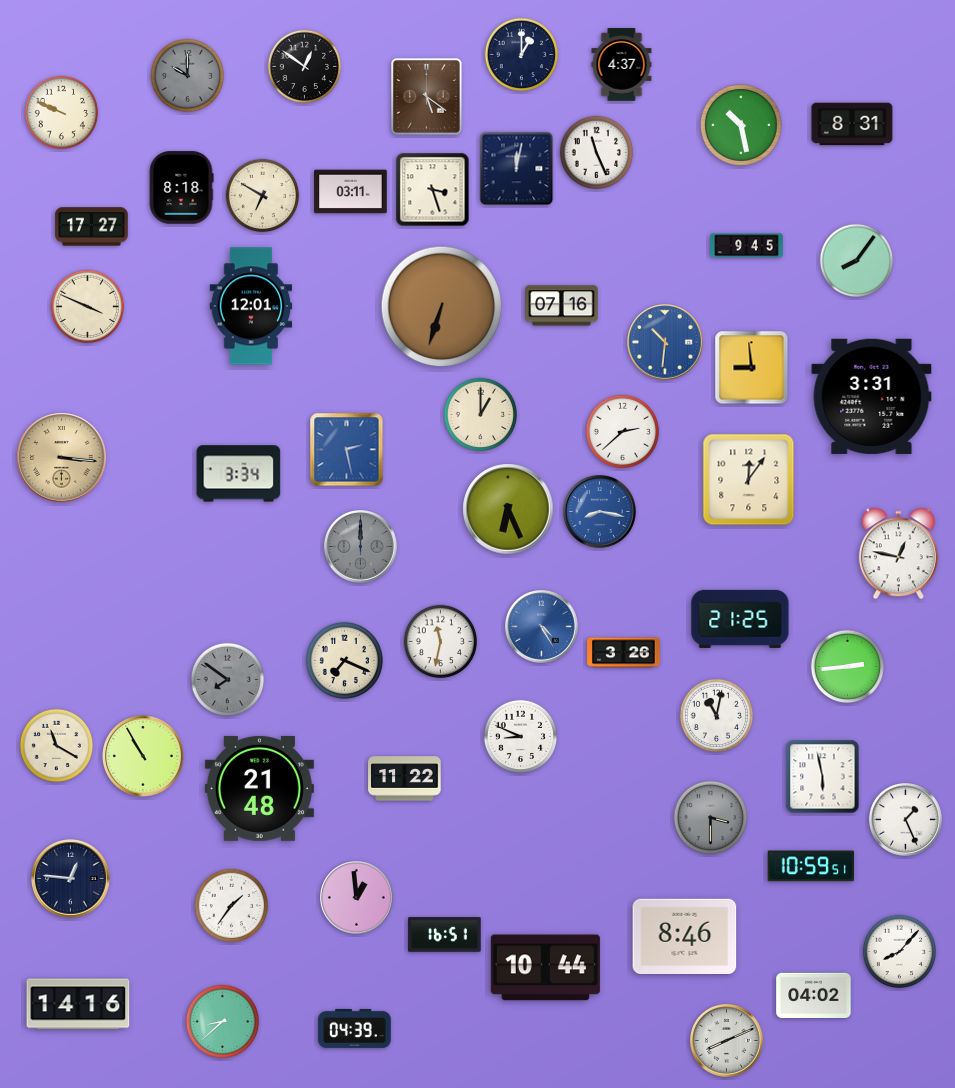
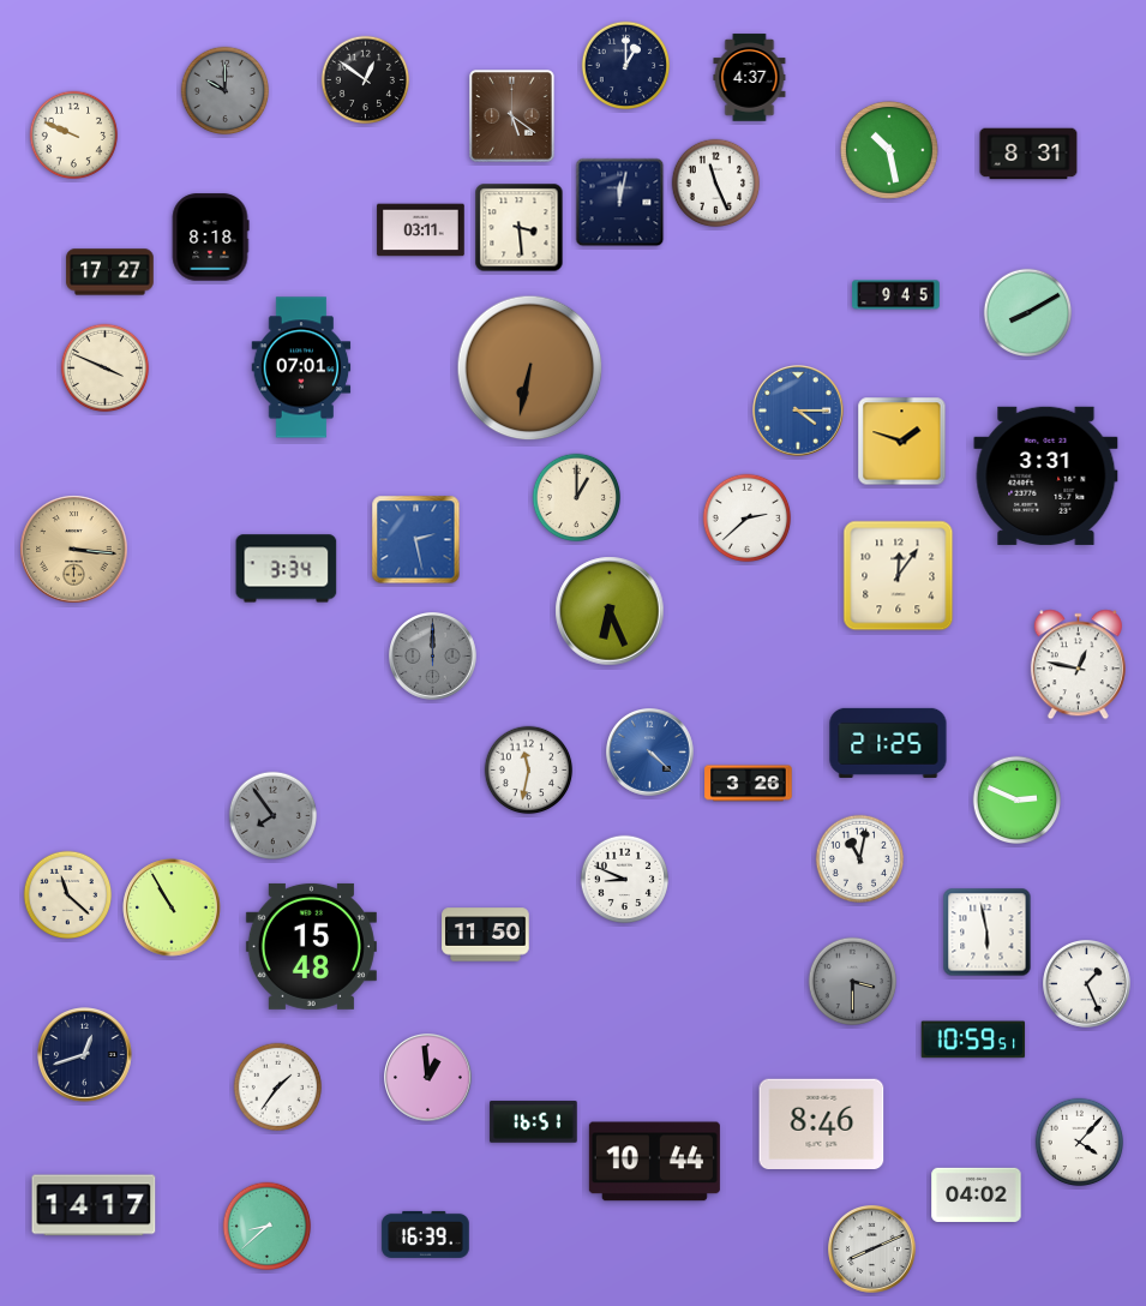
clock at (622, 65) position: (622, 65) -> (750, 78)
clock at (852, 124) position: (852, 124) -> (1028, 154)
clock at (181, 188) position: (181, 188) -> (210, 238)
clock at (433, 190): 3:27 -> 3:29
clock at (263, 196): 6:50 -> none
clock at (857, 261): 8:06 -> 8:10
clock at (251, 306): 12:01 -> 07:01
clock at (562, 306): 07:16 -> none
clock at (442, 307): 6:33 -> 6:32
clock at (666, 343): 10:31 -> 4:15
clock at (752, 368): 8:59 -> 1:48
clock at (600, 512): 8:17 -> none
clock at (542, 627): 4:25 -> 4:22
clock at (344, 660): 7:19 -> none
clock at (848, 667): 2:44 -> 2:49
clock at (228, 680): 7:51 -> 7:54
clock at (521, 737) position: (521, 737) -> (625, 880)
clock at (57, 746): 11:20 -> 11:22
clock at (405, 779): 11:22 -> 11:50
clock at (259, 788): 21:48 -> 15:48
clock at (71, 879): 12:46 -> 12:42
clock at (900, 952): 8:07 -> 4:07
clock at (78, 1004): 14:16 -> 14:17
clock at (355, 1028): 04:39 -> 16:39
